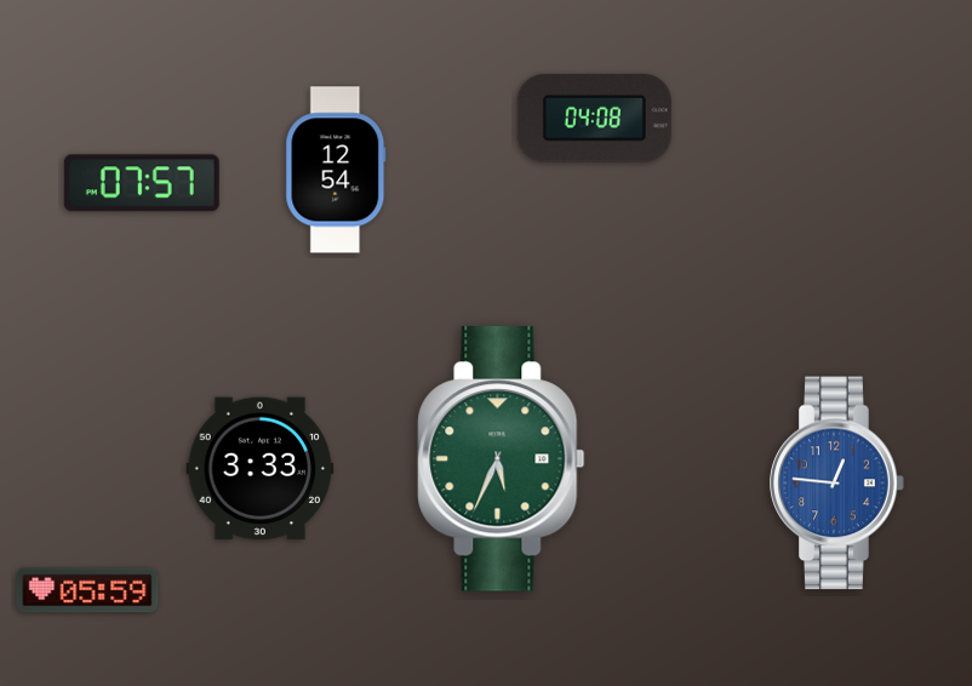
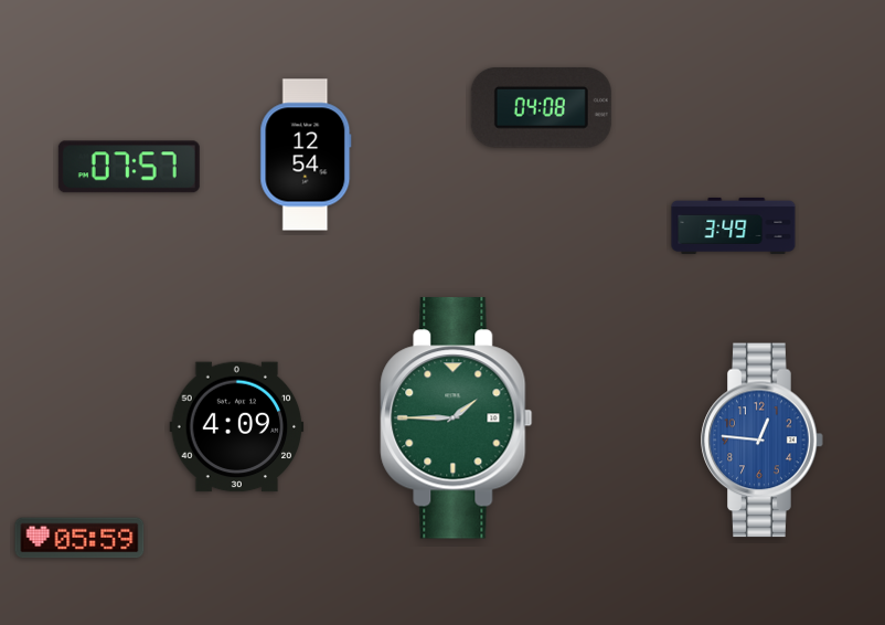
clock at (734, 225): none -> 3:49
clock at (502, 459): 5:34 -> 1:45
clock at (261, 469): 3:33 -> 4:09
